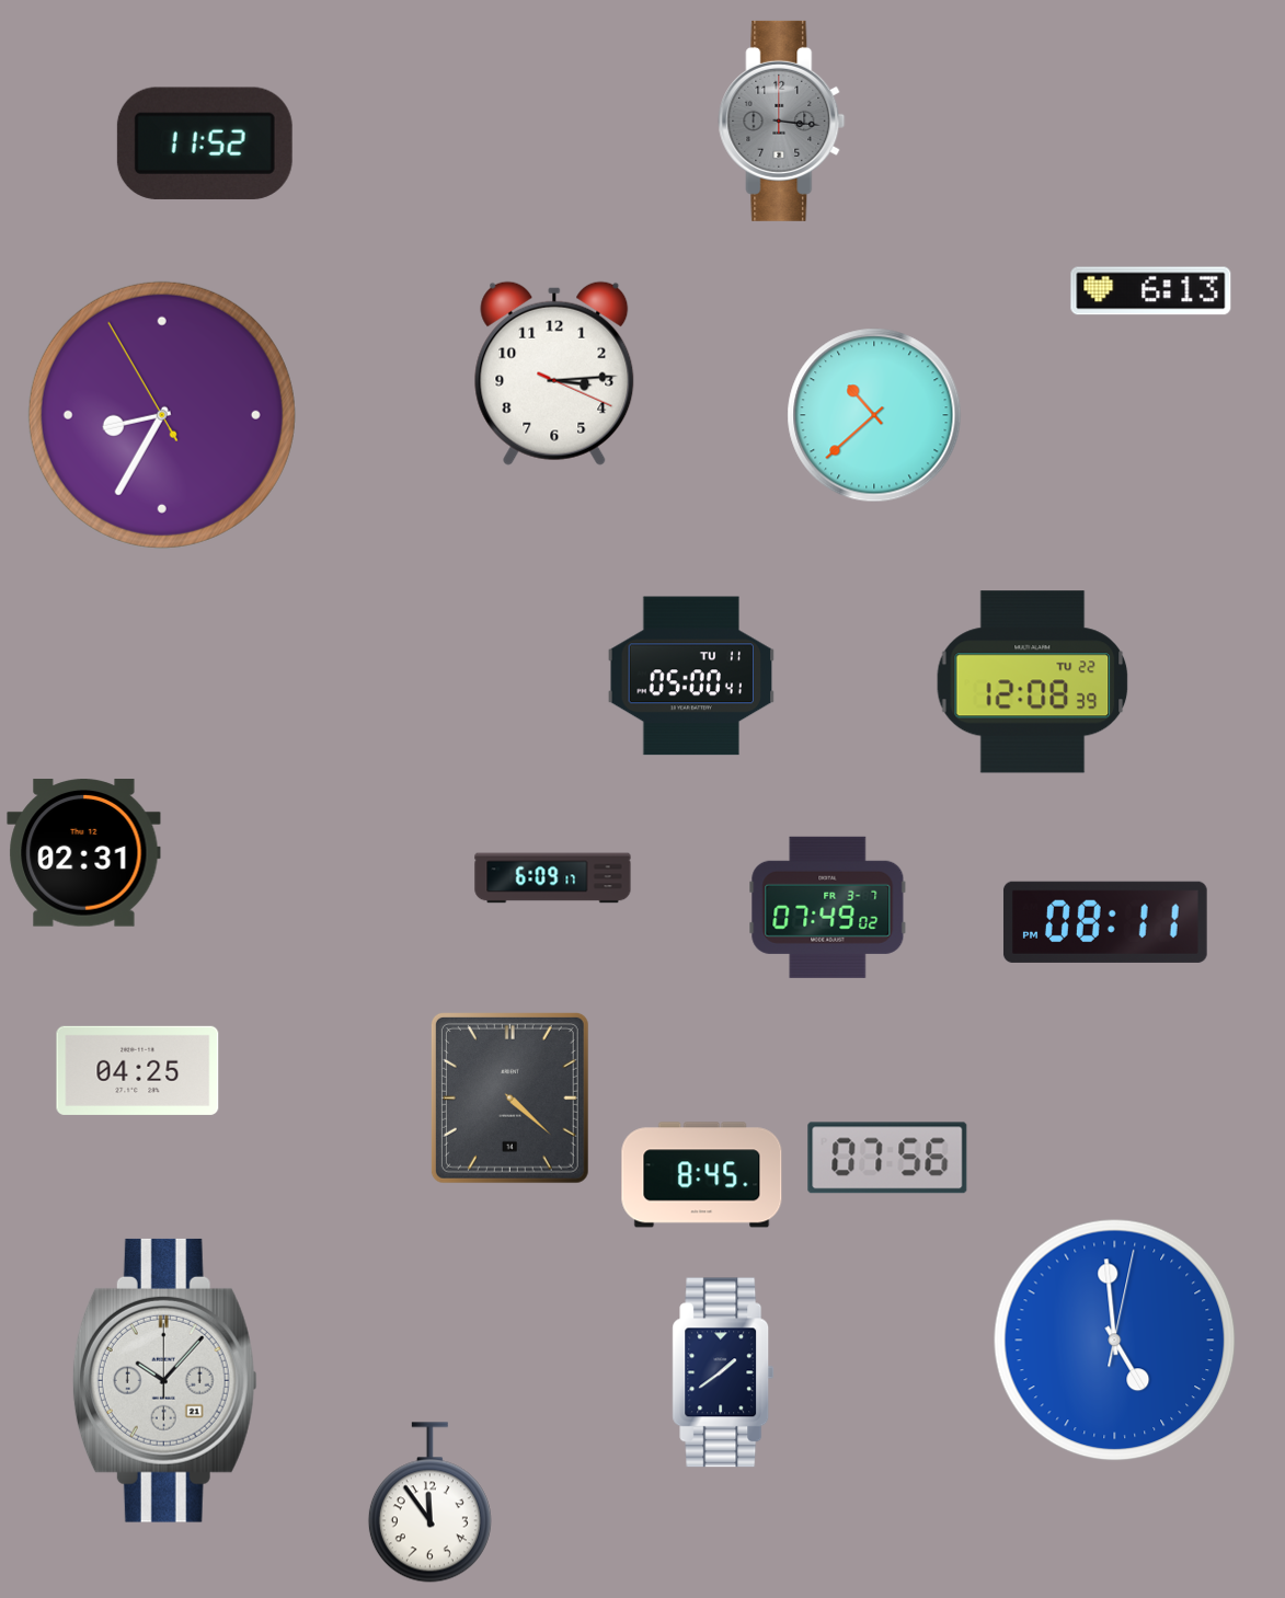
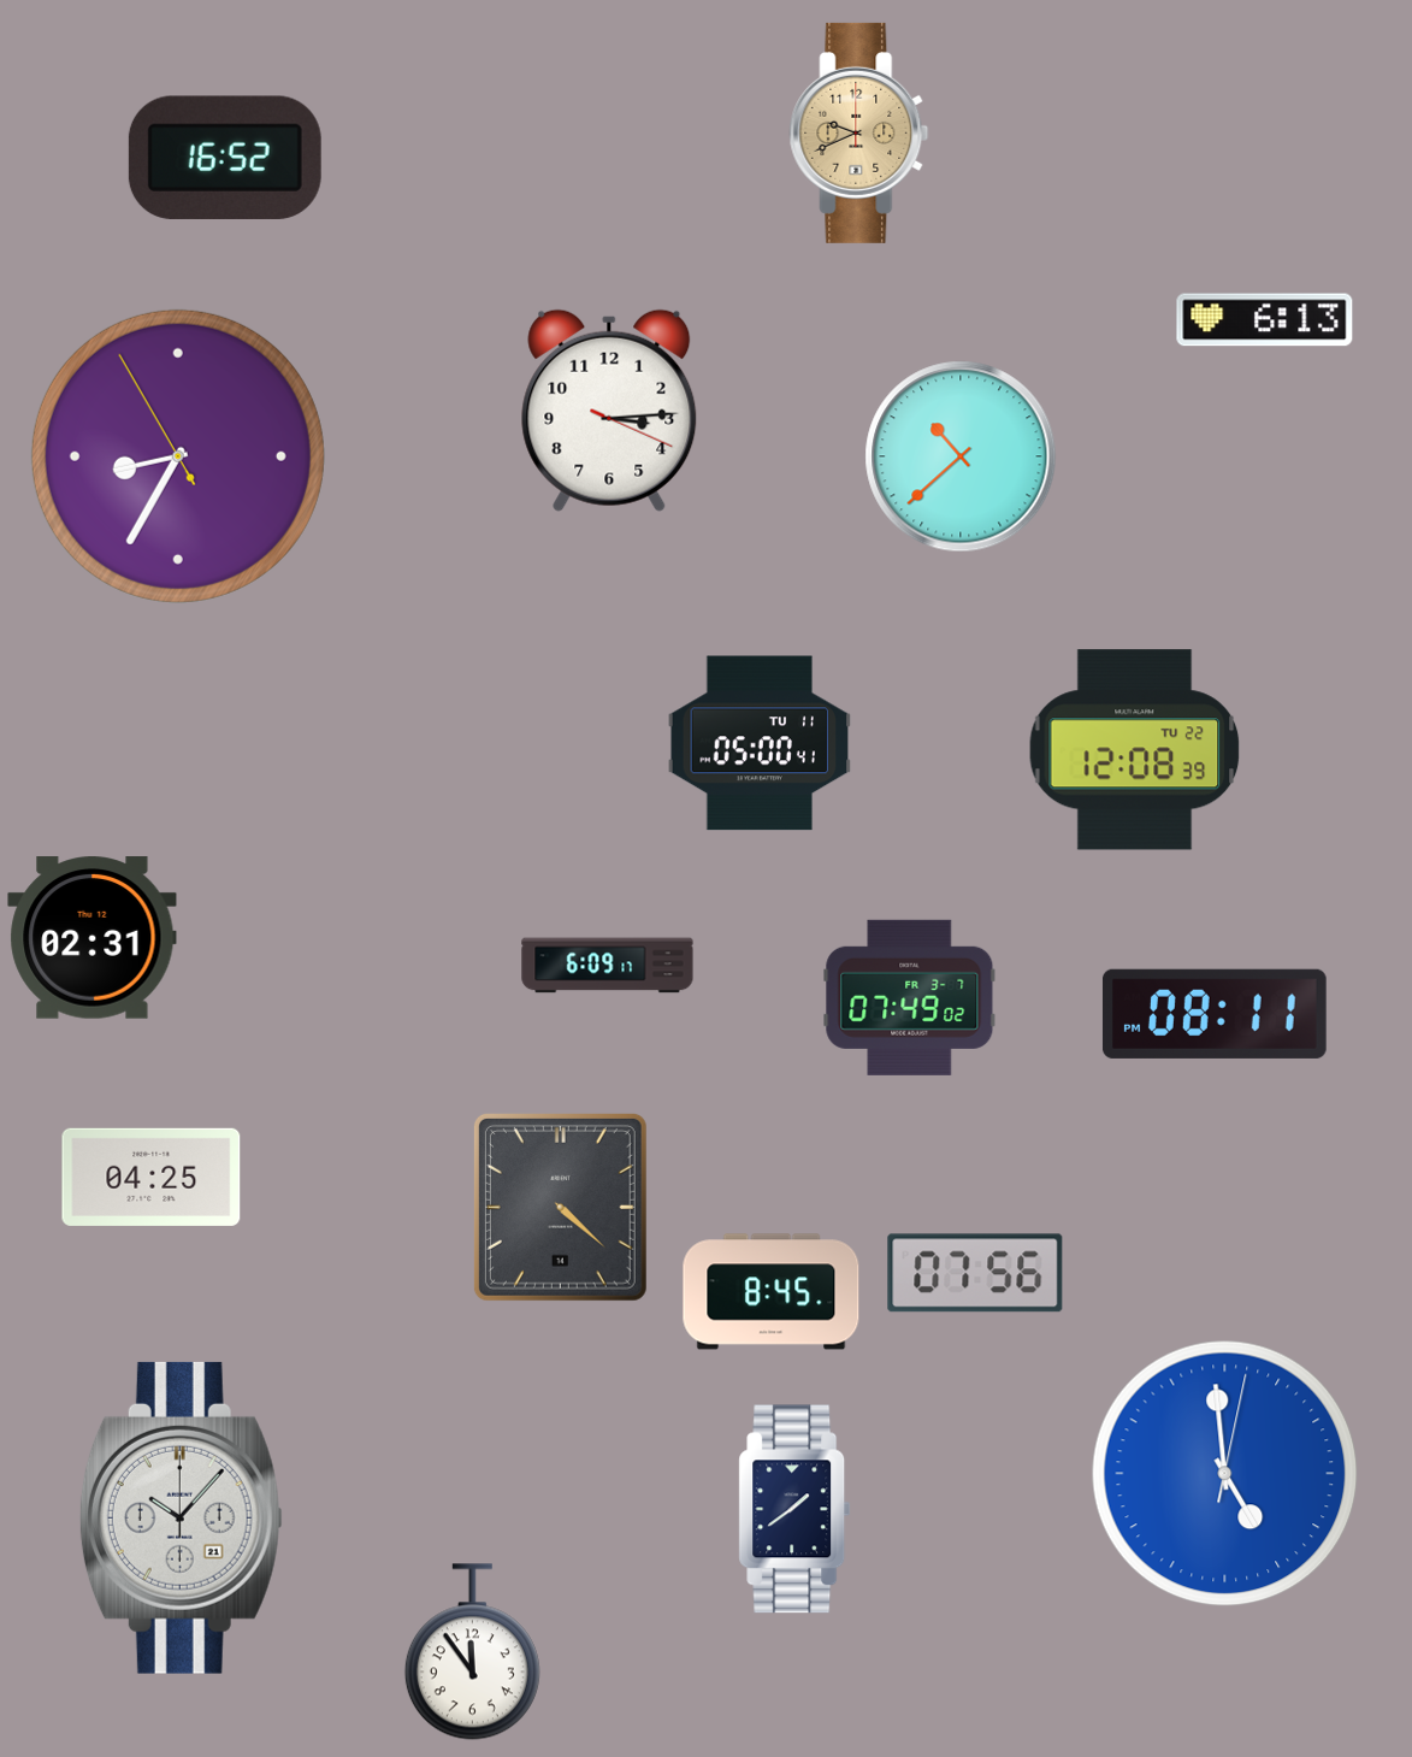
clock at (782, 120): 3:16 -> 9:41
clock at (782, 120) dial: grey -> champagne
clock at (205, 142): 11:52 -> 16:52
